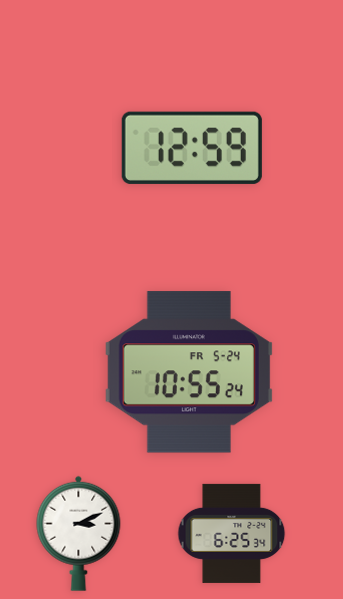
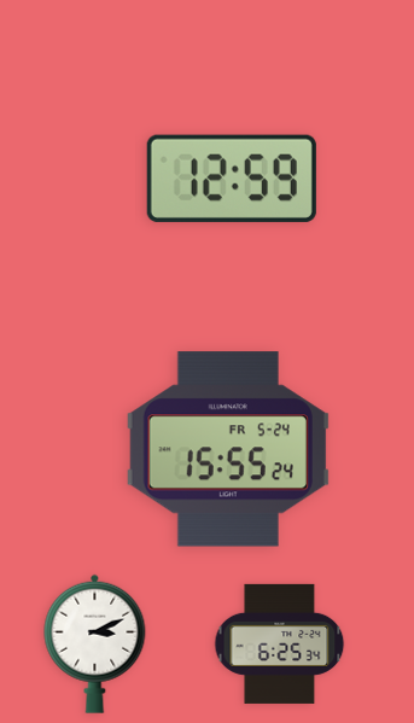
clock at (189, 372): 10:55 -> 15:55
